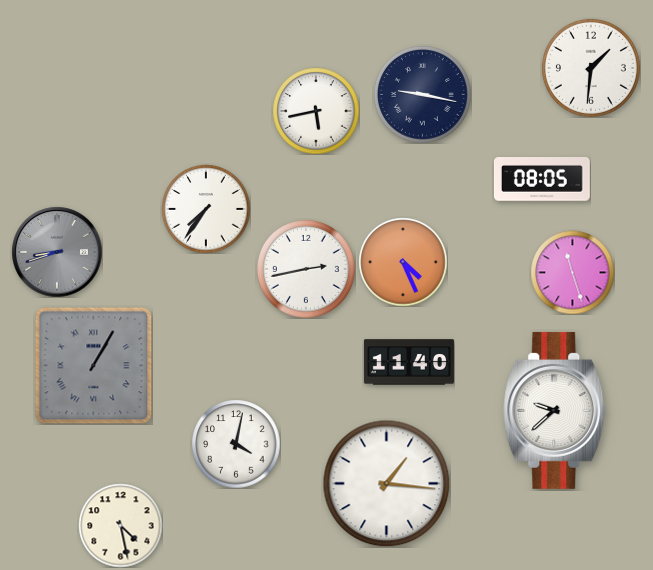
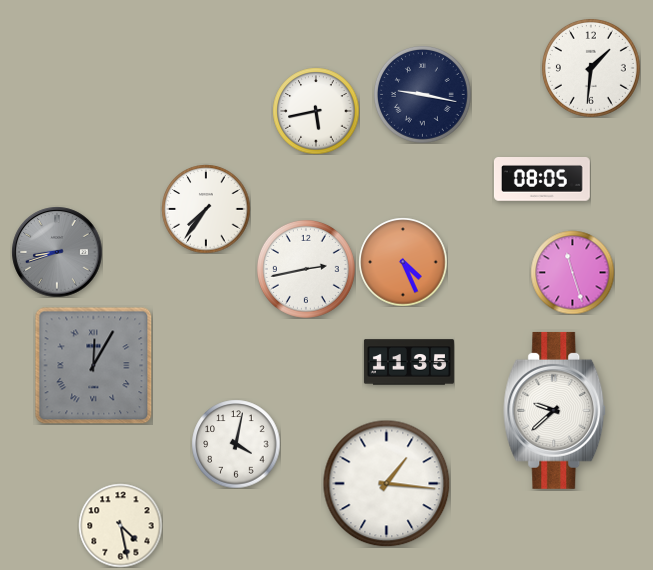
clock at (409, 362): 11:40 -> 11:35
clock at (93, 365): 1:05 -> 12:05
